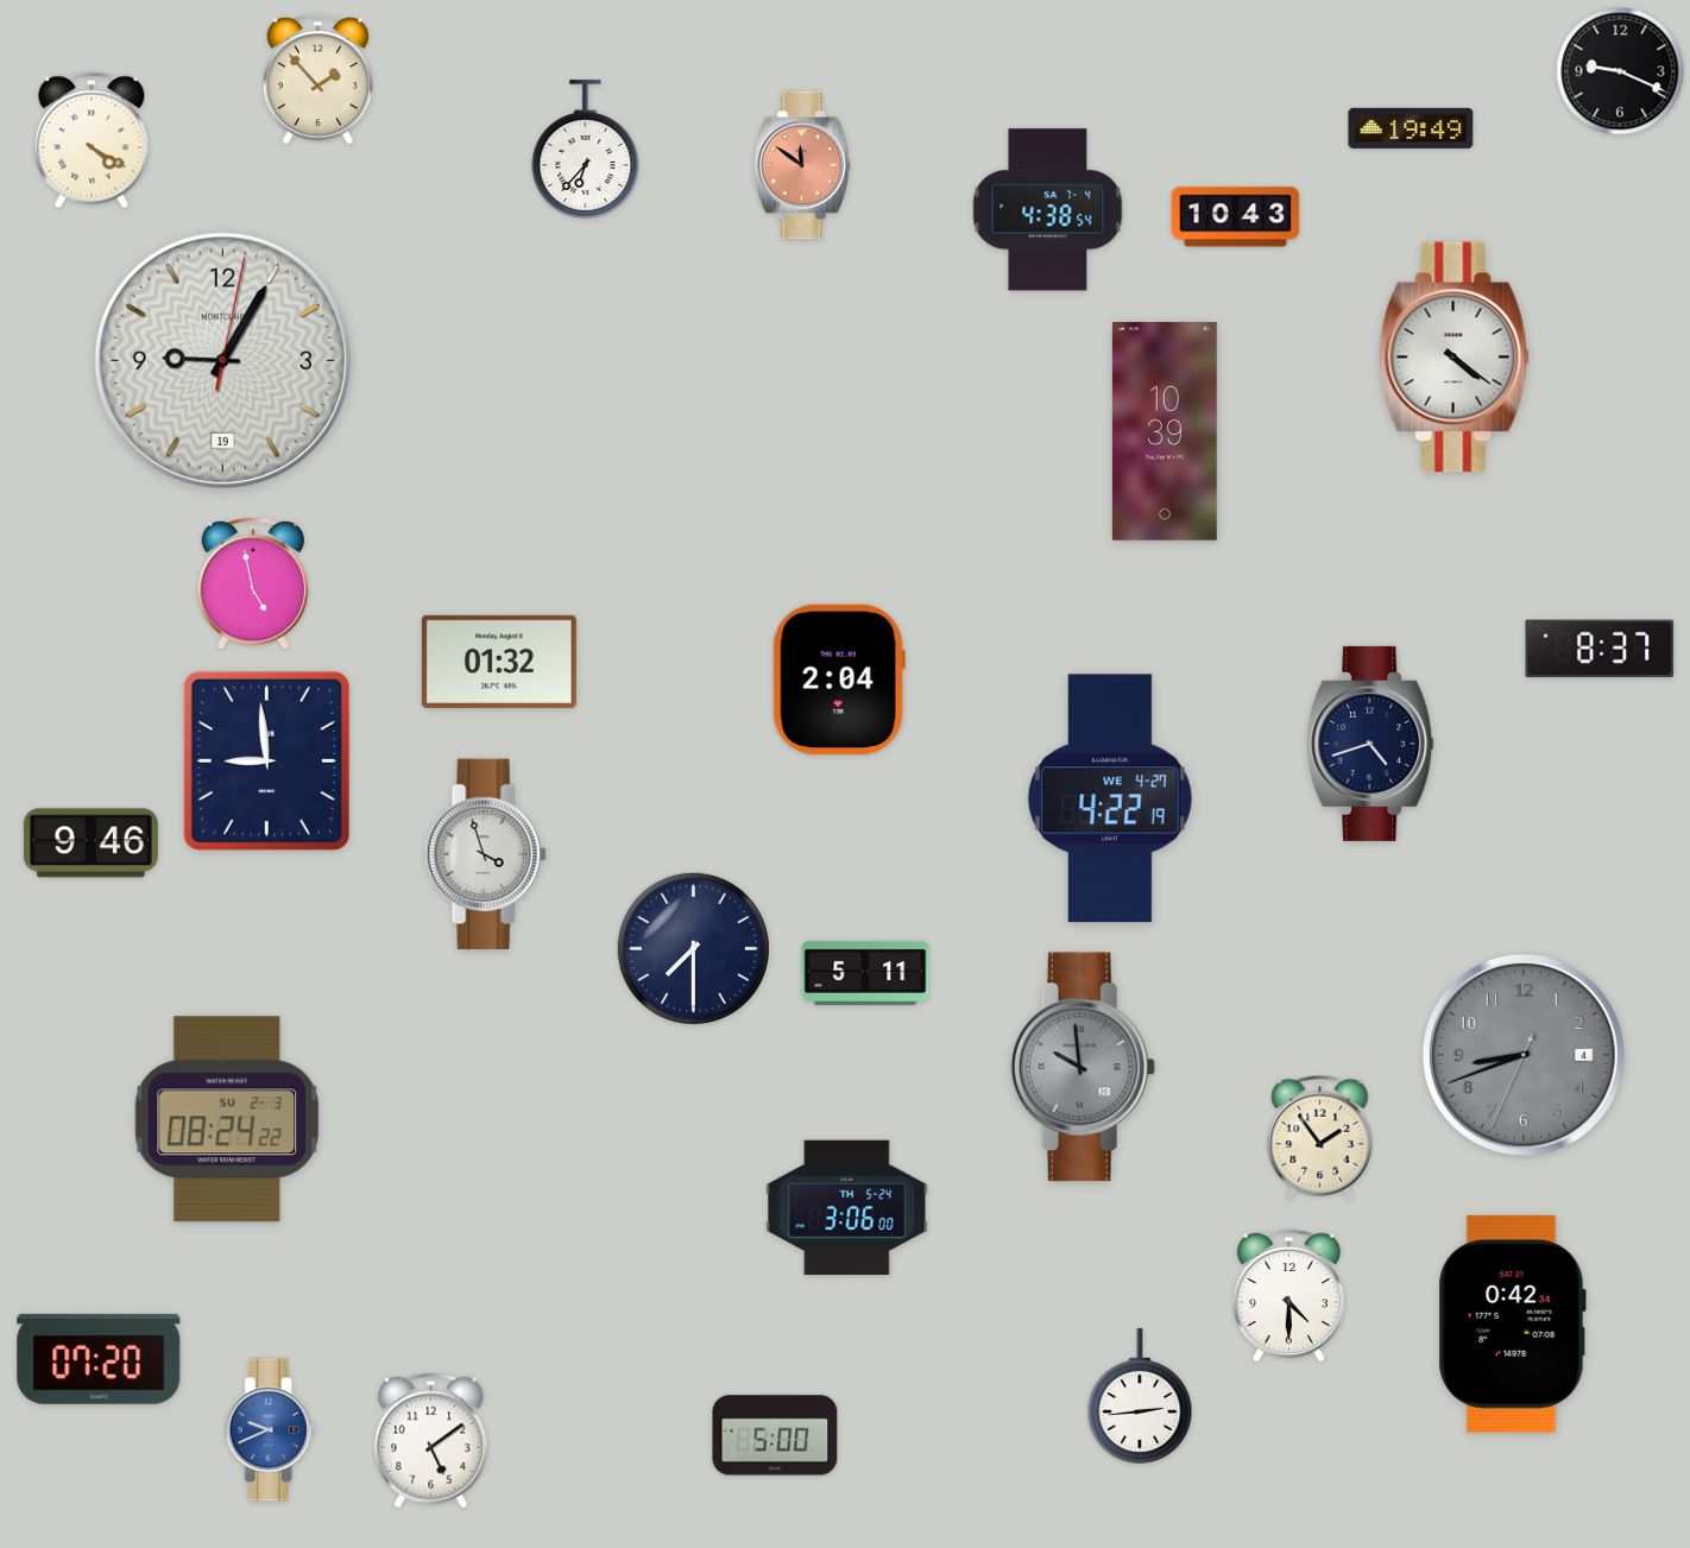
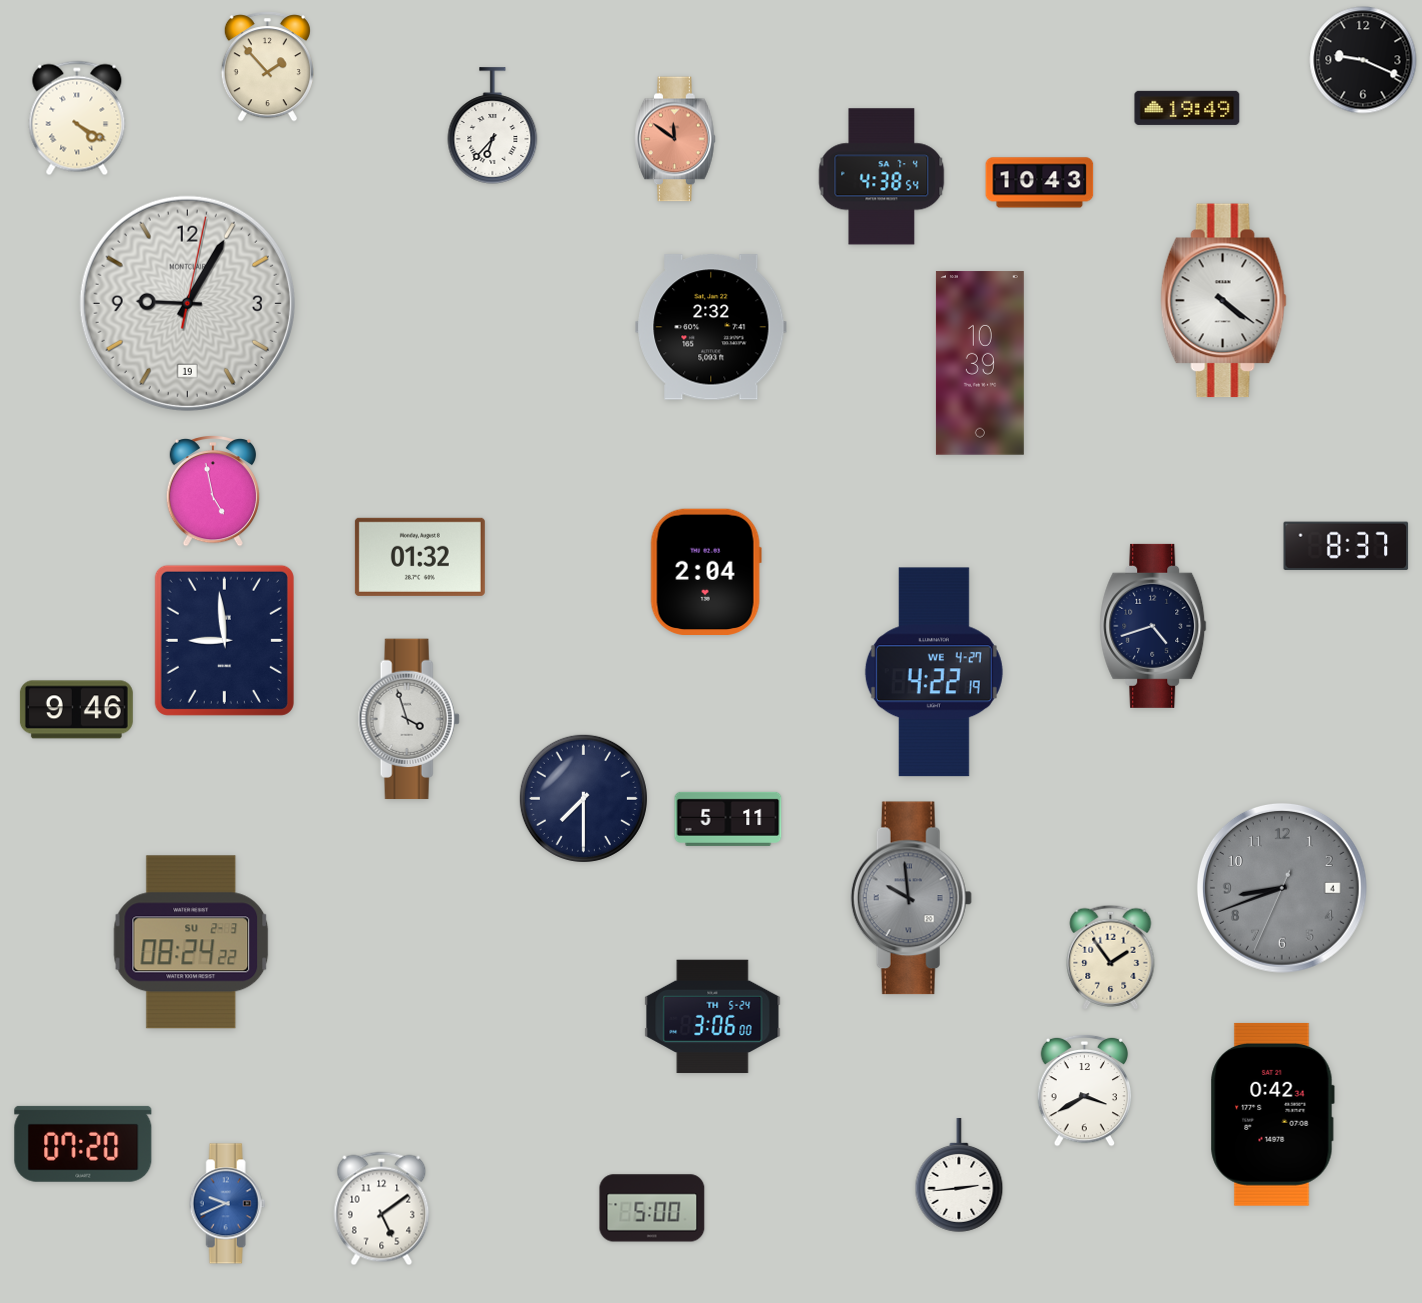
clock at (711, 327): none -> 2:32
clock at (1289, 1295): 4:30 -> 3:40
clock at (431, 1441) position: (431, 1441) -> (382, 1209)
